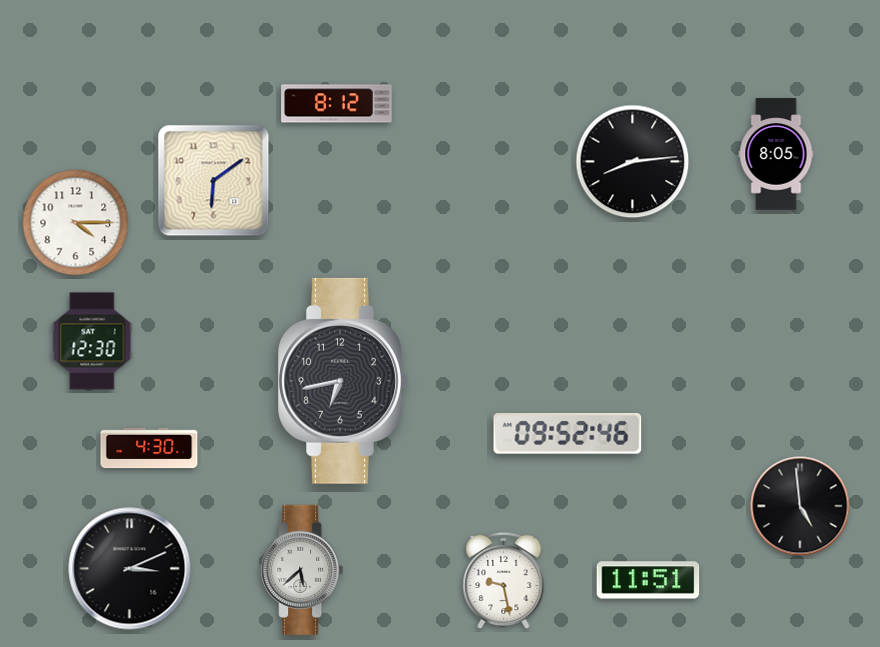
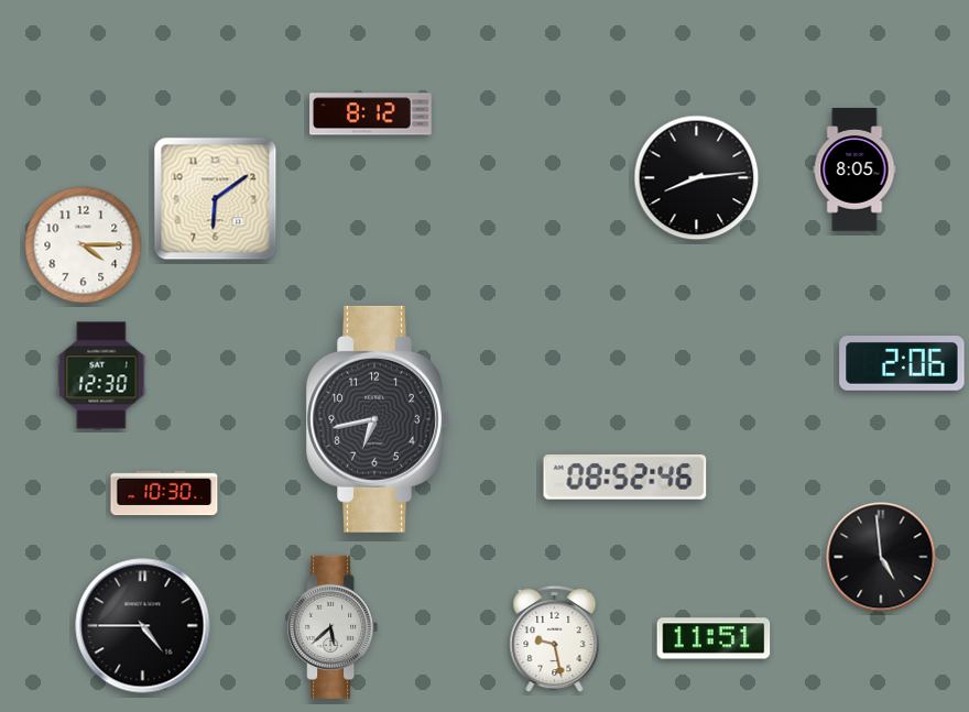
clock at (214, 181) position: (214, 181) -> (216, 199)
clock at (902, 364): none -> 2:06
clock at (568, 434): 09:52 -> 08:52
clock at (149, 448): 4:30 -> 10:30
clock at (130, 569): 3:11 -> 4:45
